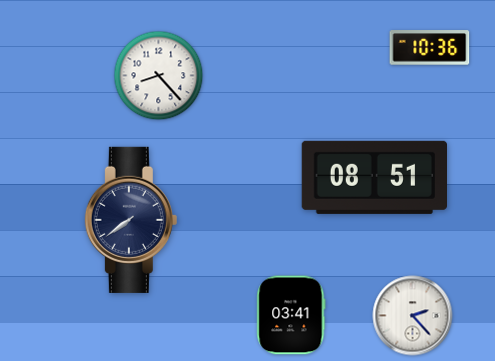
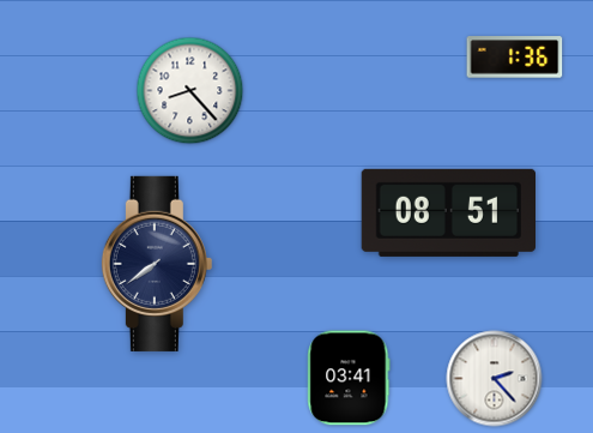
clock at (430, 48): 10:36 -> 1:36
